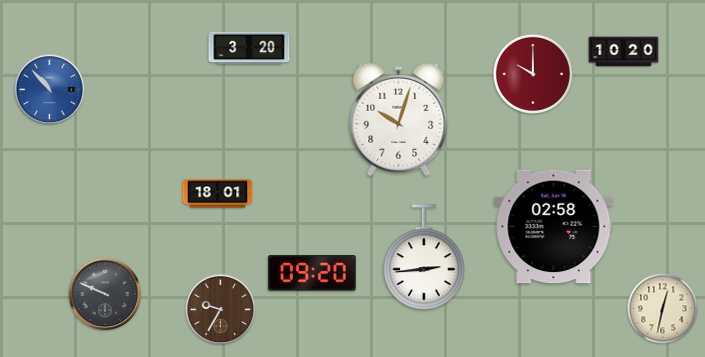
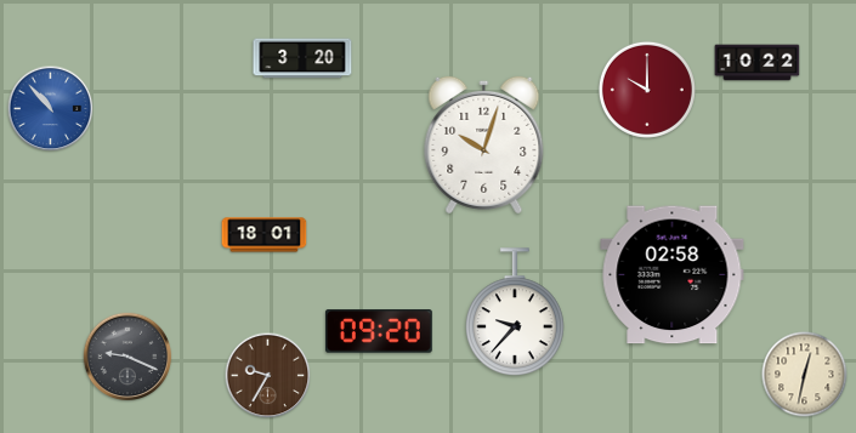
clock at (624, 52): 10:20 -> 10:22
clock at (50, 90) position: (50, 90) -> (51, 109)
clock at (425, 258): 2:44 -> 9:37
clock at (105, 294): 9:49 -> 9:19
